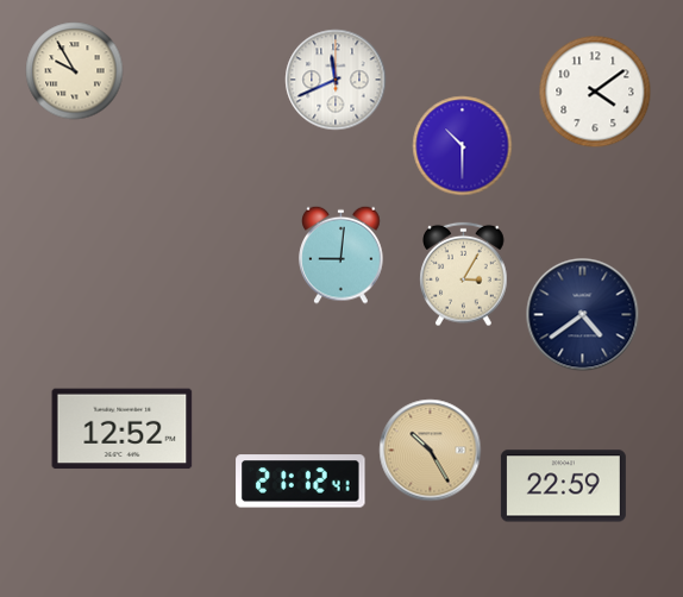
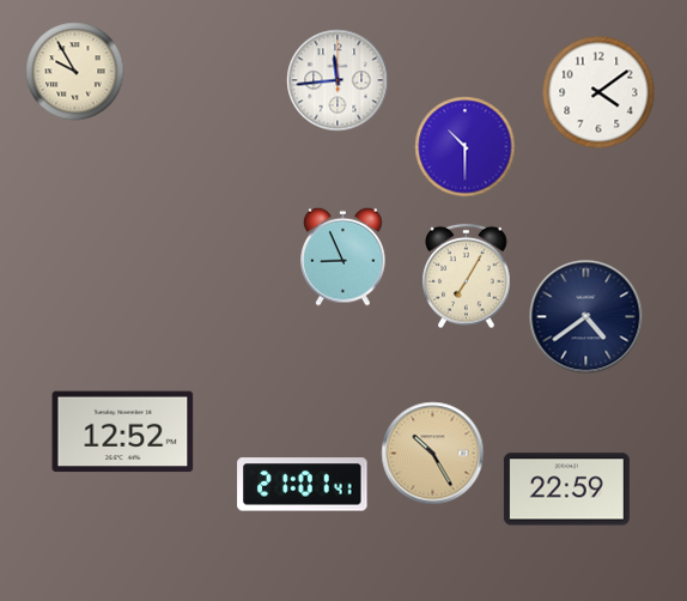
clock at (336, 80): 11:41 -> 11:44
clock at (342, 254): 9:01 -> 8:56
clock at (464, 275): 3:05 -> 7:05
clock at (301, 482): 21:12 -> 21:01
